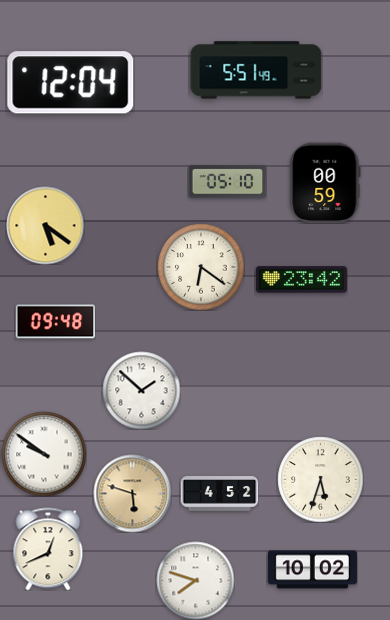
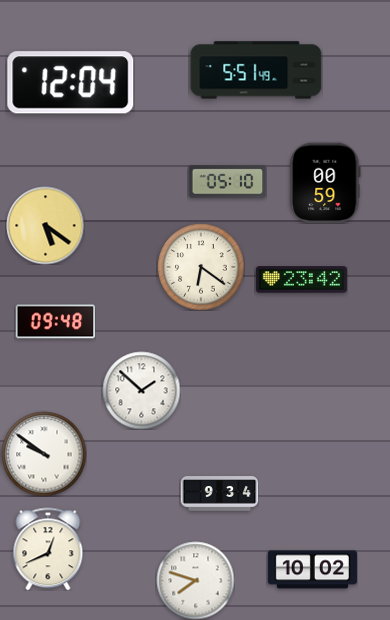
clock at (320, 479): 5:33 -> none
clock at (132, 493): 5:48 -> none
clock at (219, 494): 4:52 -> 9:34
